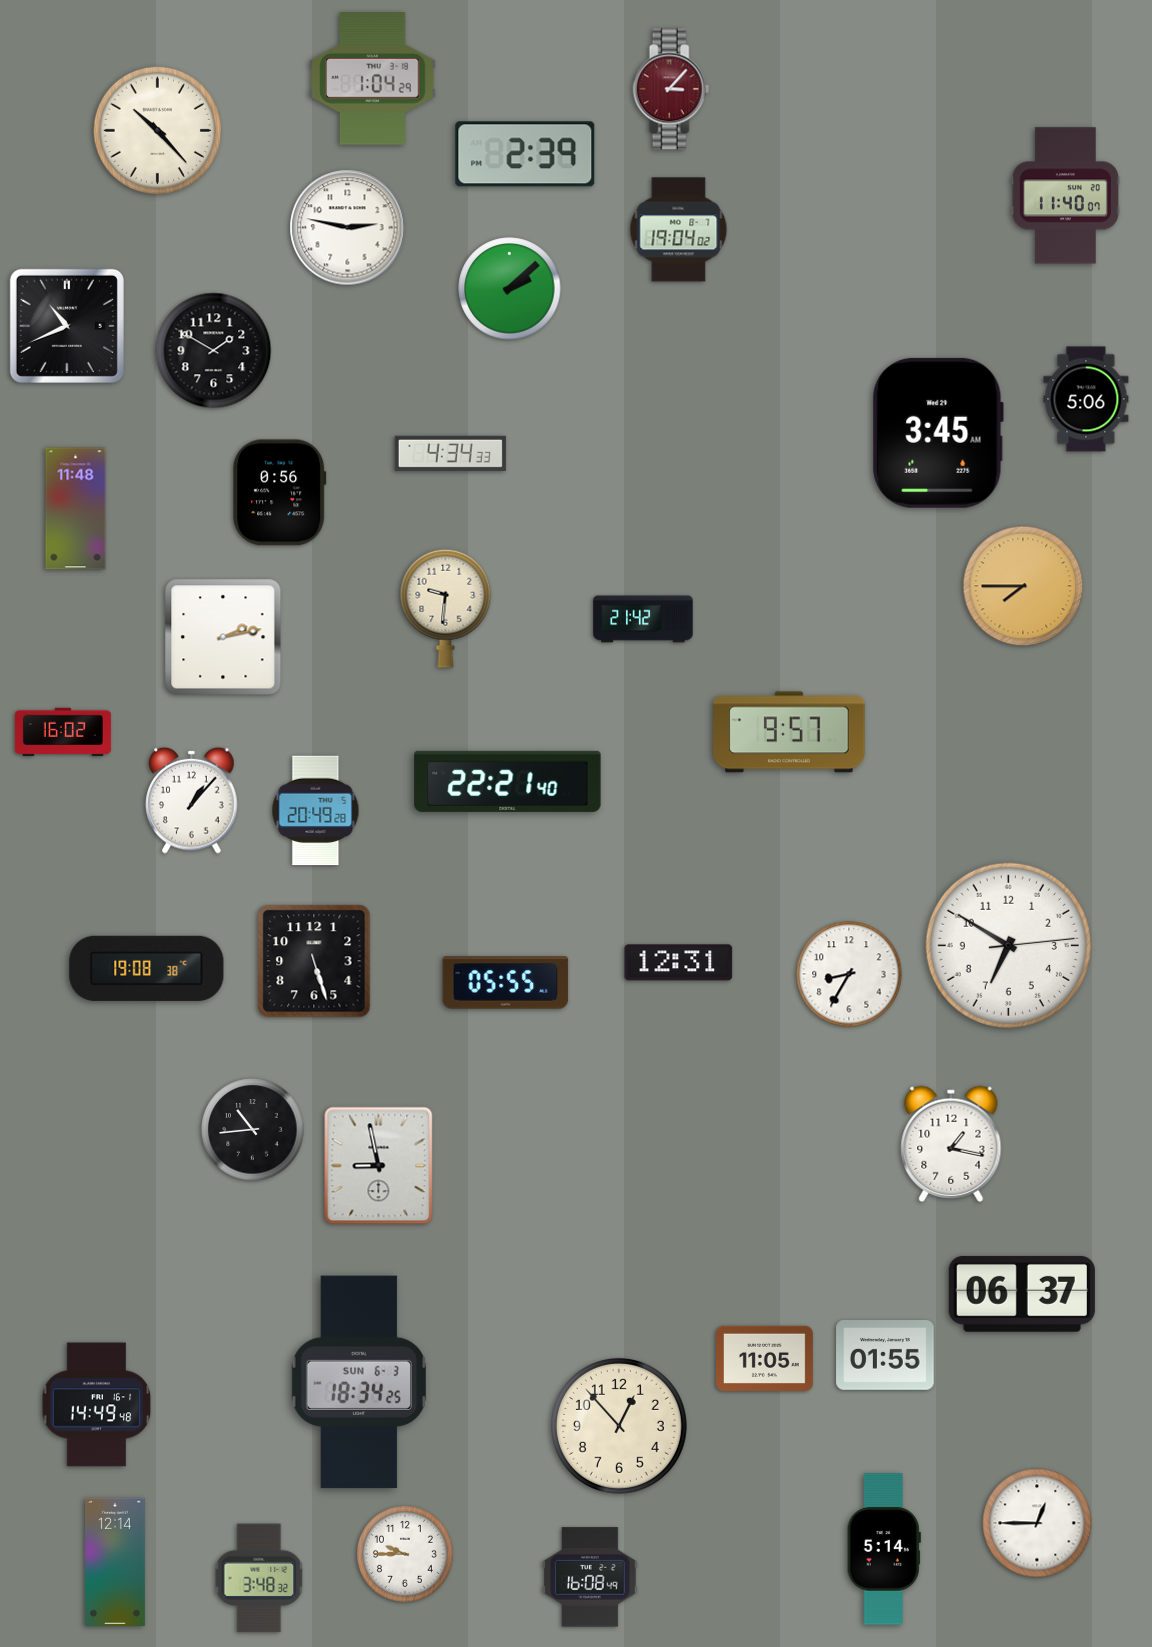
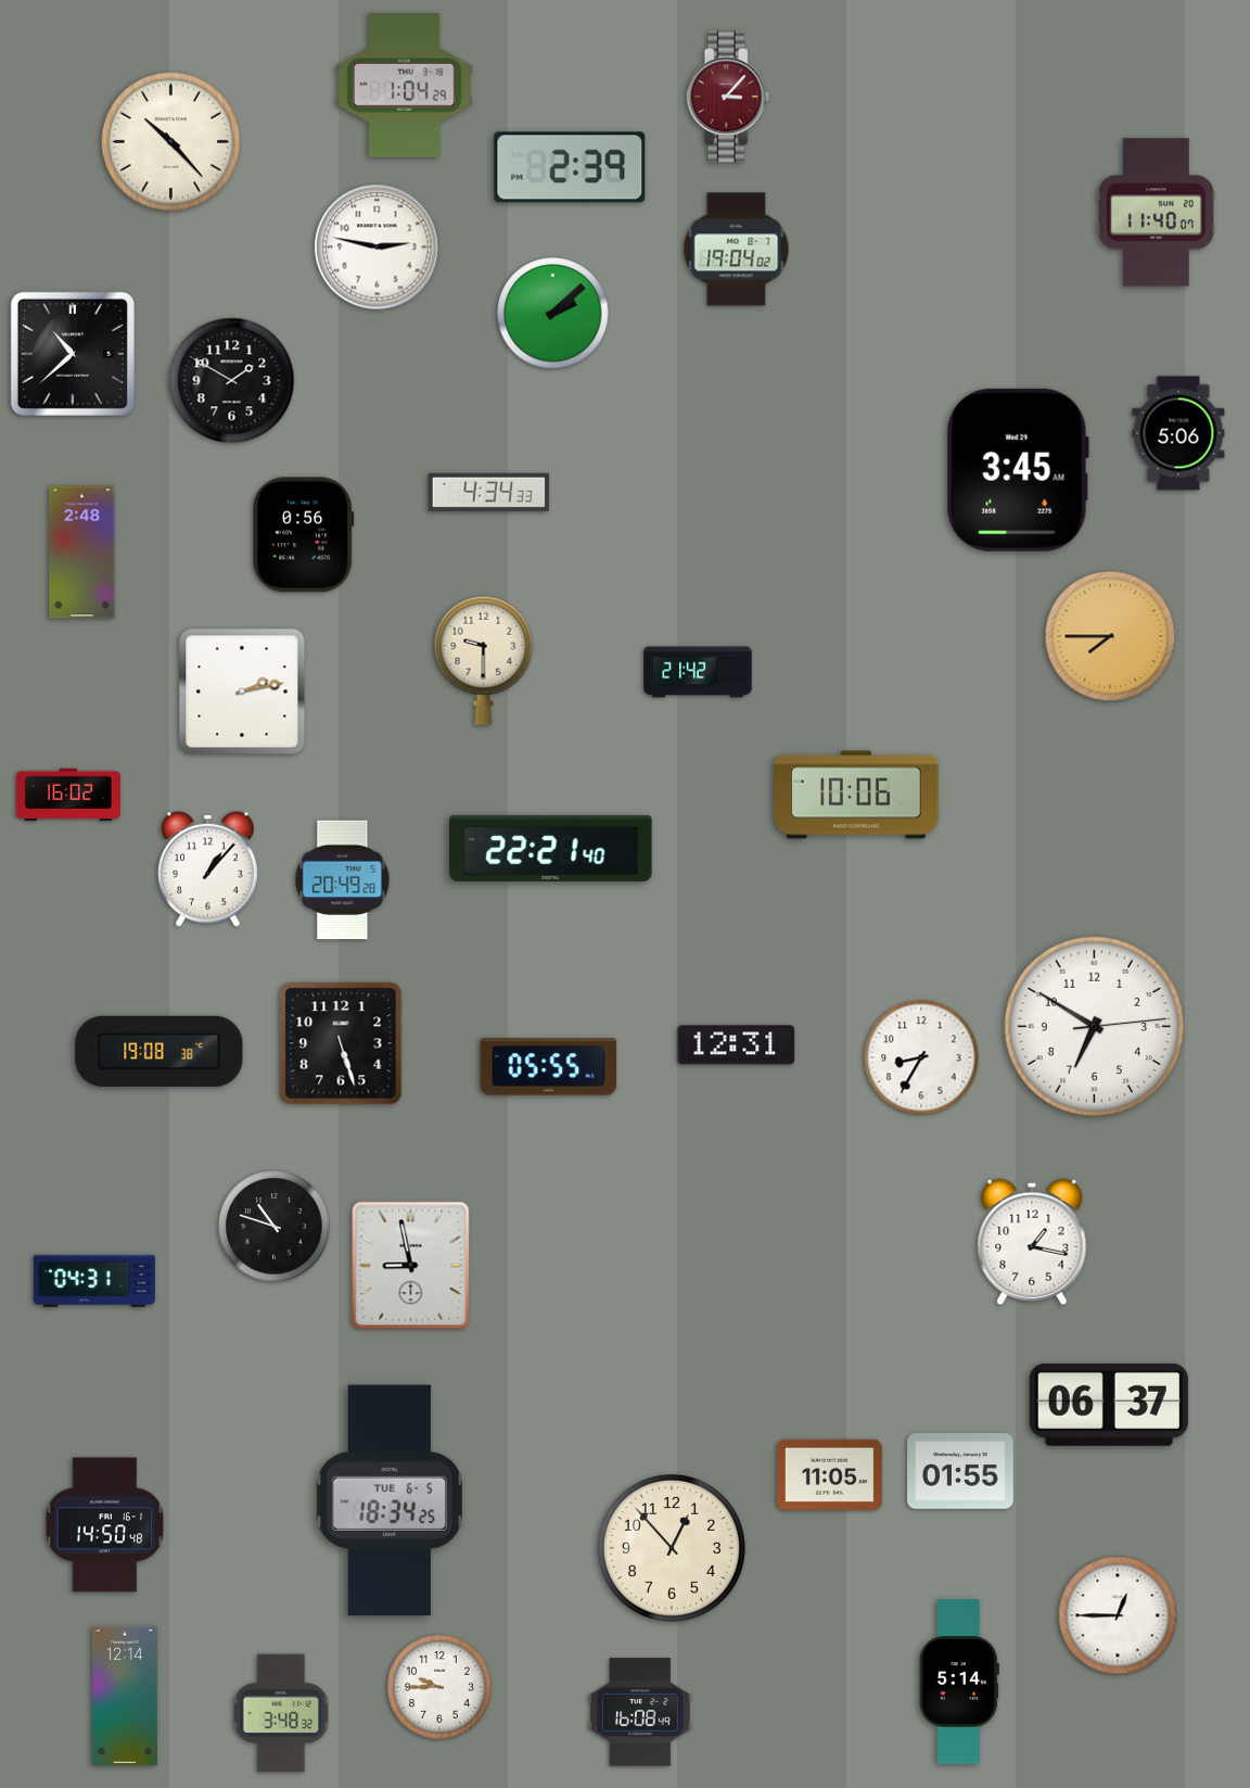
clock at (67, 326): 10:41 -> 10:38
clock at (76, 509): 11:48 -> 2:48
clock at (446, 608): 9:31 -> 9:30
clock at (789, 732): 9:57 -> 10:06
clock at (253, 1130): 10:44 -> 10:48
clock at (94, 1281): none -> 04:31
clock at (358, 1382) date: SUN 6-3 -> TUE 6-5
clock at (97, 1405): 14:49 -> 14:50
clock at (1037, 1523) position: (1037, 1523) -> (1118, 1615)
